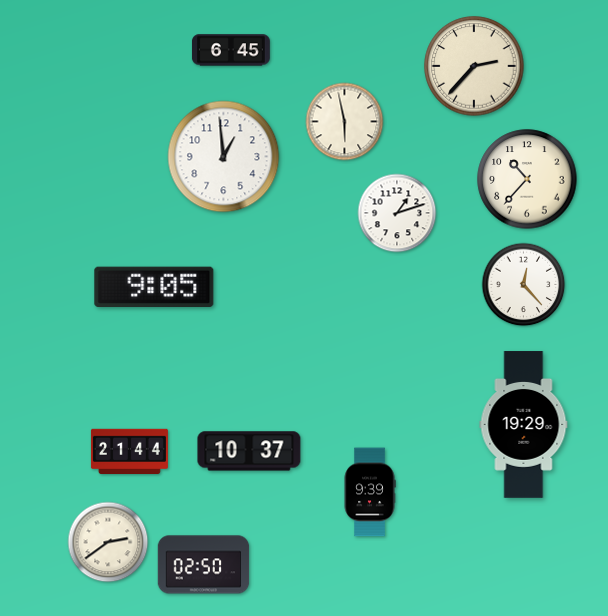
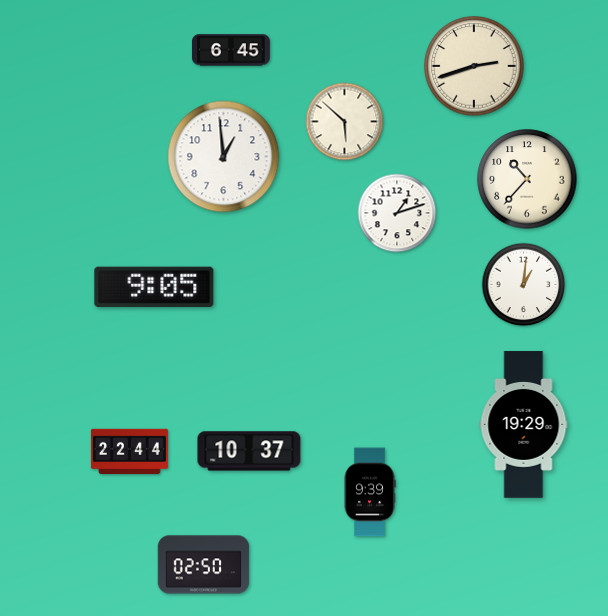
clock at (474, 66): 2:37 -> 2:42
clock at (345, 122): 5:58 -> 5:52
clock at (524, 285): 12:23 -> 1:01
clock at (129, 452): 21:44 -> 22:44
clock at (108, 542): 2:39 -> none
